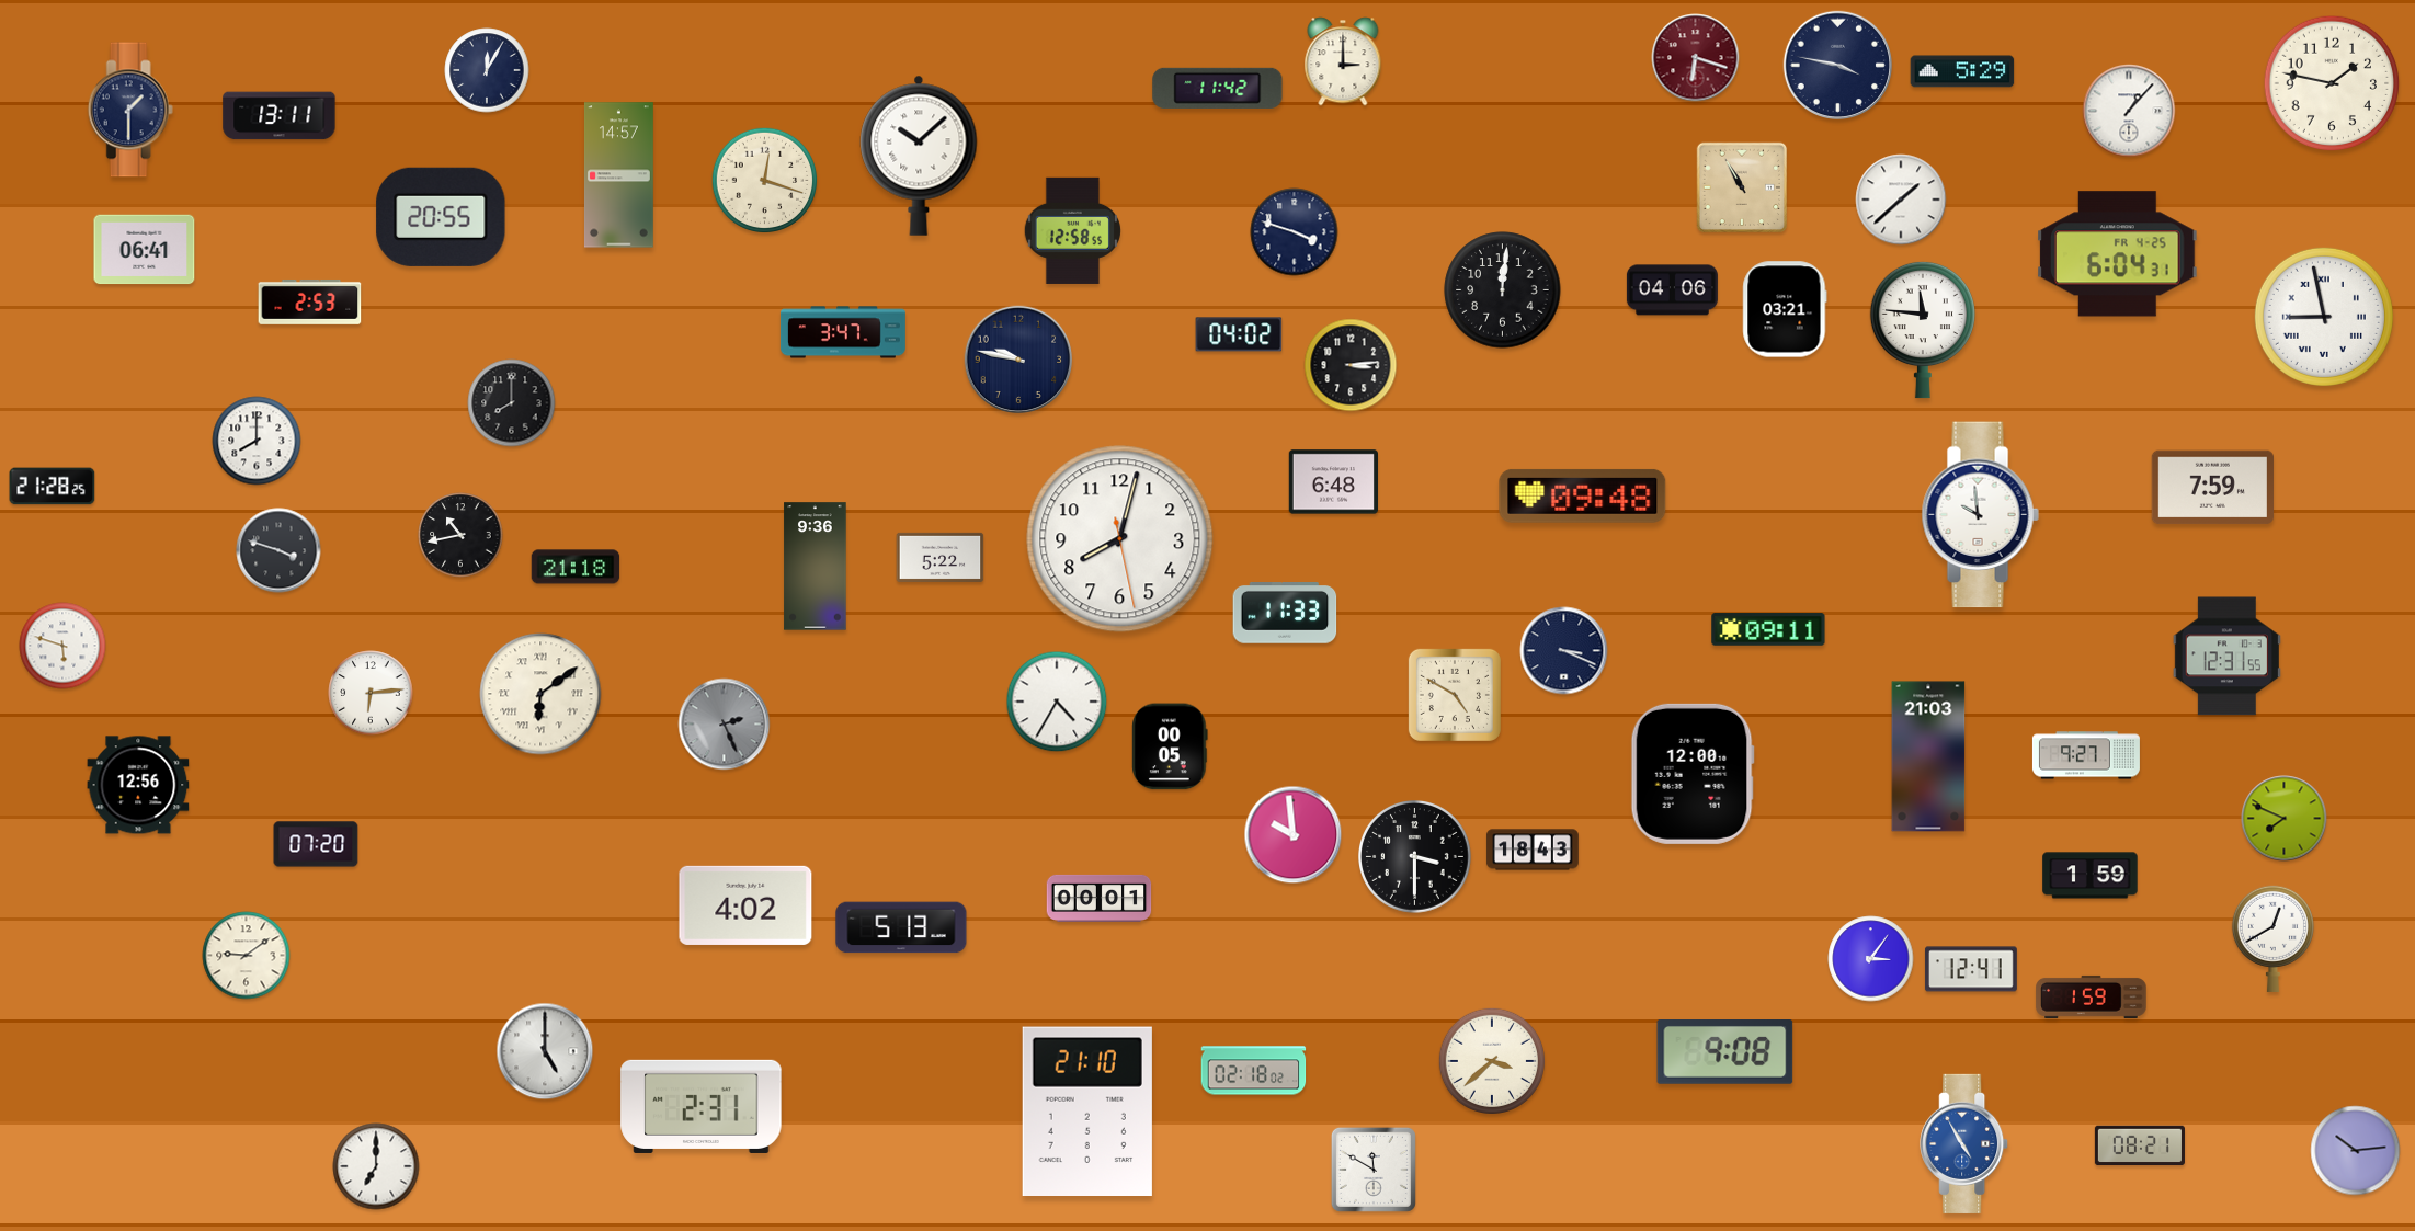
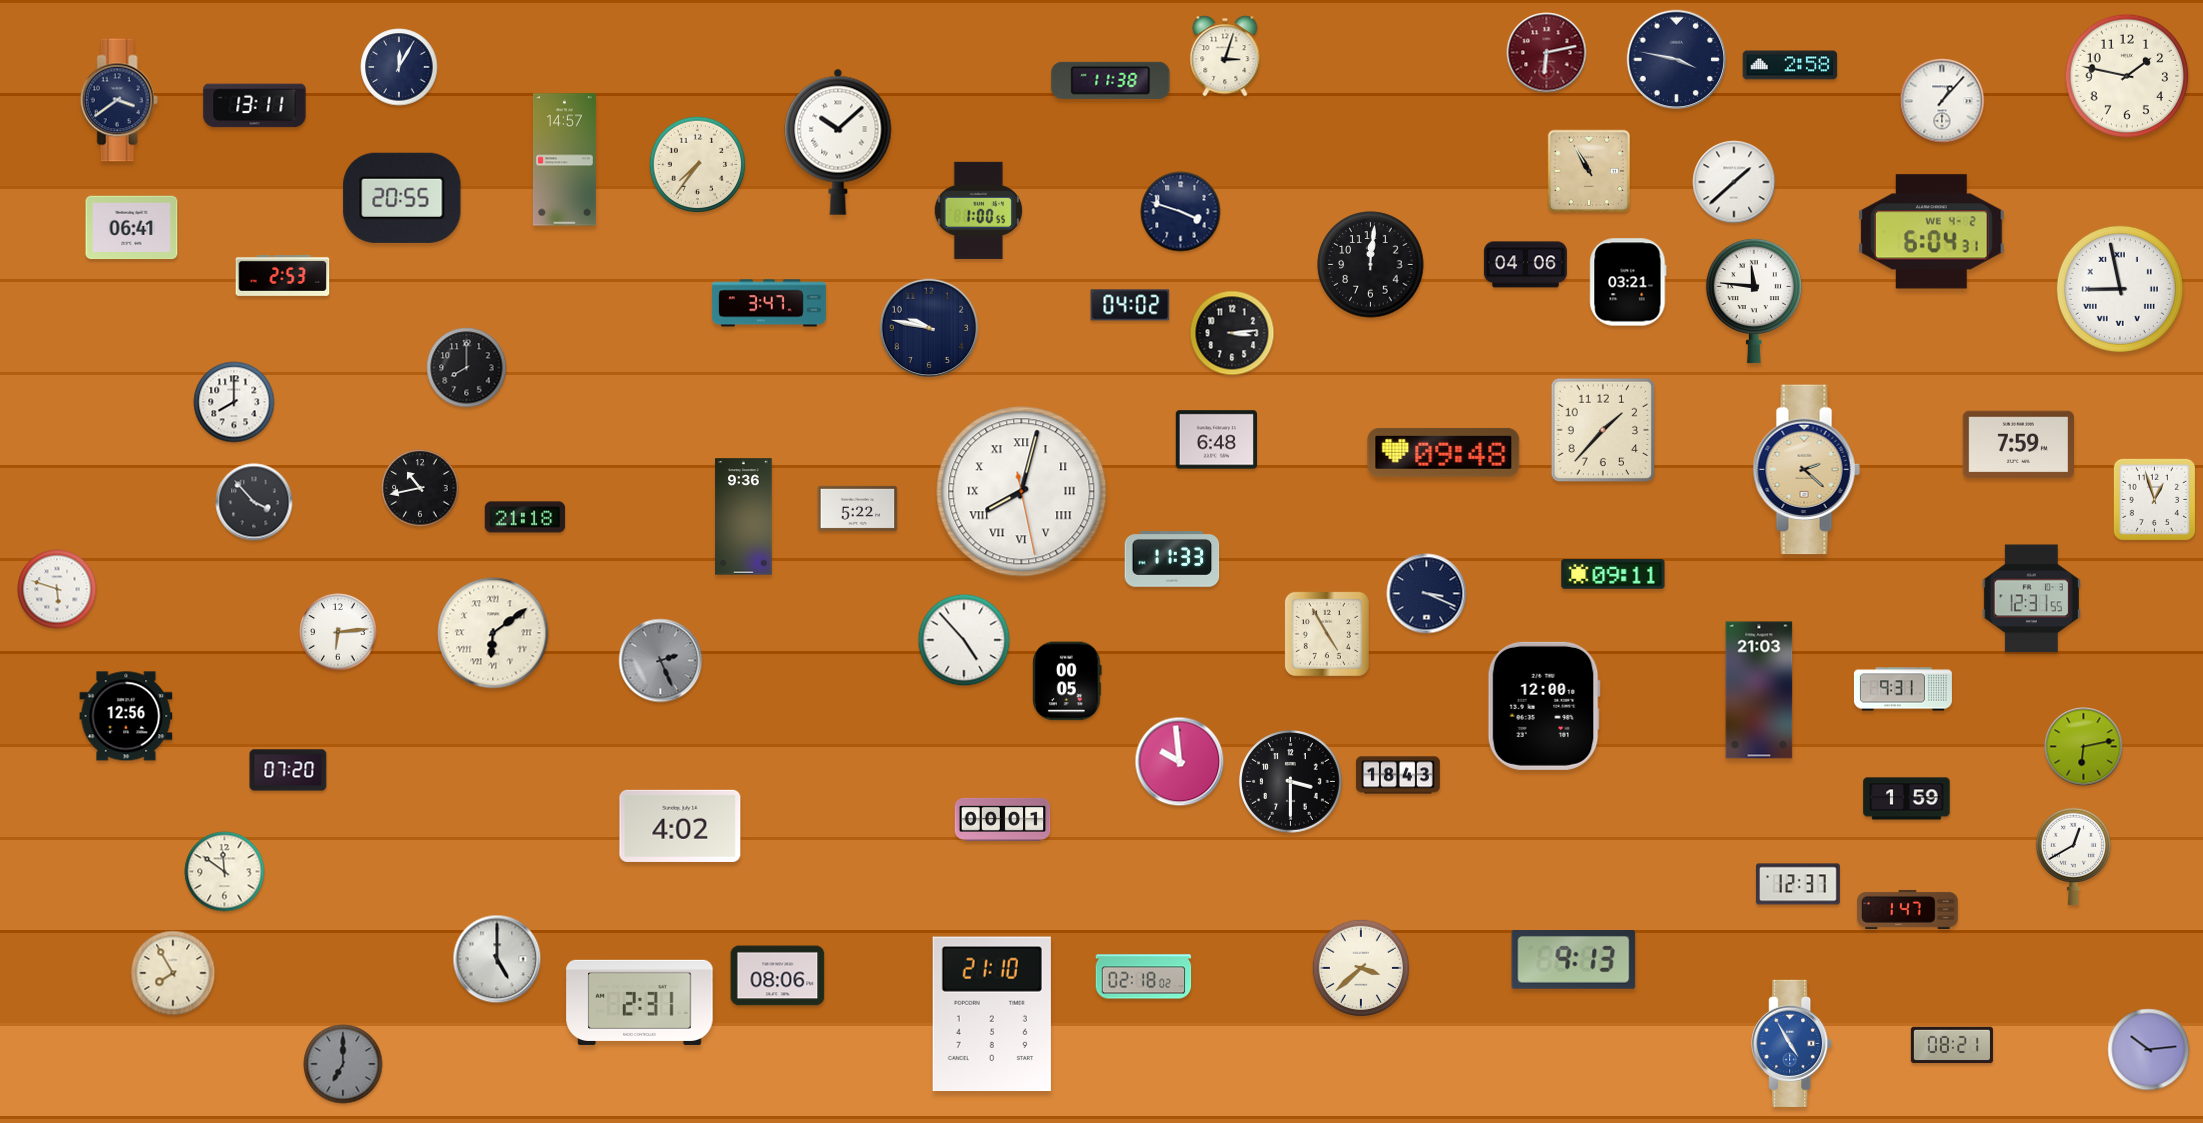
clock at (1696, 58): 6:18 -> 6:13
clock at (1343, 61): 3:00 -> 3:03
clock at (487, 70) position: (487, 70) -> (399, 67)
clock at (1962, 71): 5:29 -> 2:58
clock at (1218, 88): 11:42 -> 11:38
clock at (130, 110): 1:30 -> 3:39
clock at (765, 181): 12:18 -> 7:36
clock at (1072, 230): 12:58 -> 1:00
clock at (2118, 254) date: FR 4-25 -> WE 4-2
clock at (1603, 430): none -> 1:37
clock at (53, 487): 21:28 -> none
clock at (1980, 515): 9:59 -> 2:22
clock at (1980, 515) dial: white -> champagne
clock at (1120, 539) numerals: Arabic -> Roman
clock at (2154, 499): none -> 12:57
clock at (278, 550): 3:48 -> 3:53
clock at (1455, 695): 4:50 -> 4:55
clock at (1057, 702): 4:35 -> 4:53
clock at (2086, 755): 9:27 -> 9:31
clock at (2285, 819): 7:49 -> 6:13
clock at (901, 927): 5:13 -> none
clock at (247, 956): 9:09 -> 11:51
clock at (1871, 959): 3:06 -> none
clock at (1971, 969): 12:41 -> 12:37
clock at (2092, 996): 1:59 -> 1:47
clock at (1725, 1052): 9:08 -> 9:13
clock at (173, 973): none -> 7:55
clock at (778, 976): none -> 08:06
clock at (702, 1106) position: (702, 1106) -> (640, 1002)
clock at (376, 1166) dial: white -> grey
clock at (1374, 1170): 11:50 -> none
